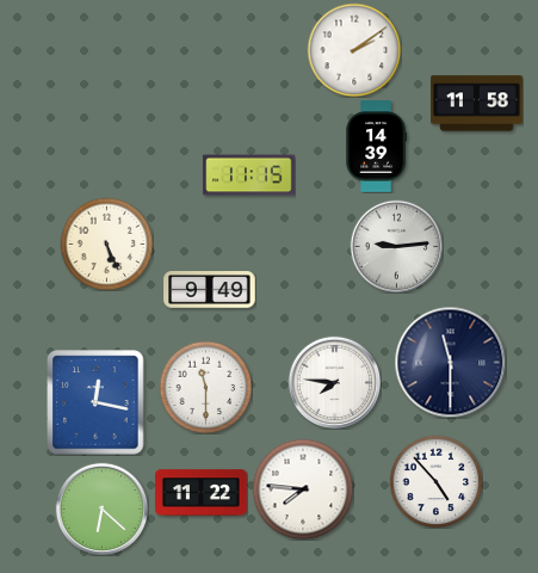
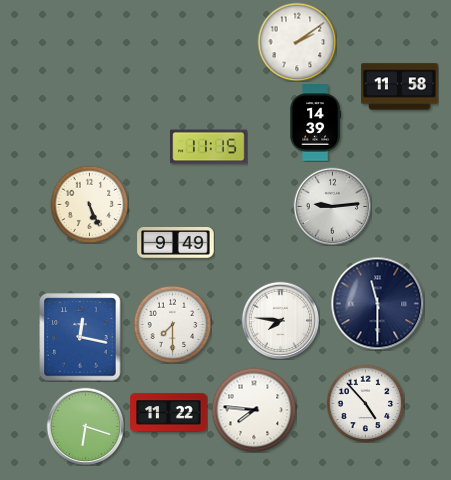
clock at (205, 387): 11:30 -> 7:30
clock at (101, 509): 6:22 -> 6:18
